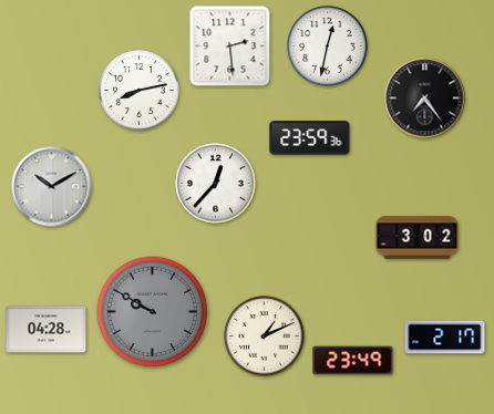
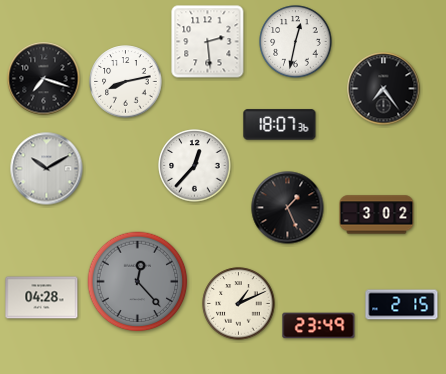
clock at (44, 79): none -> 7:18
clock at (310, 138): 23:59 -> 18:07
clock at (288, 208): none -> 1:26
clock at (153, 312): 9:50 -> 12:23
clock at (445, 338): 2:17 -> 2:15
